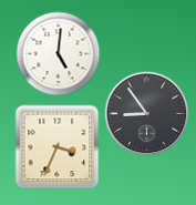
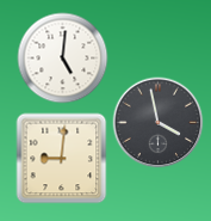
clock at (147, 114): 8:54 -> 3:58
clock at (58, 147): 3:34 -> 9:01
